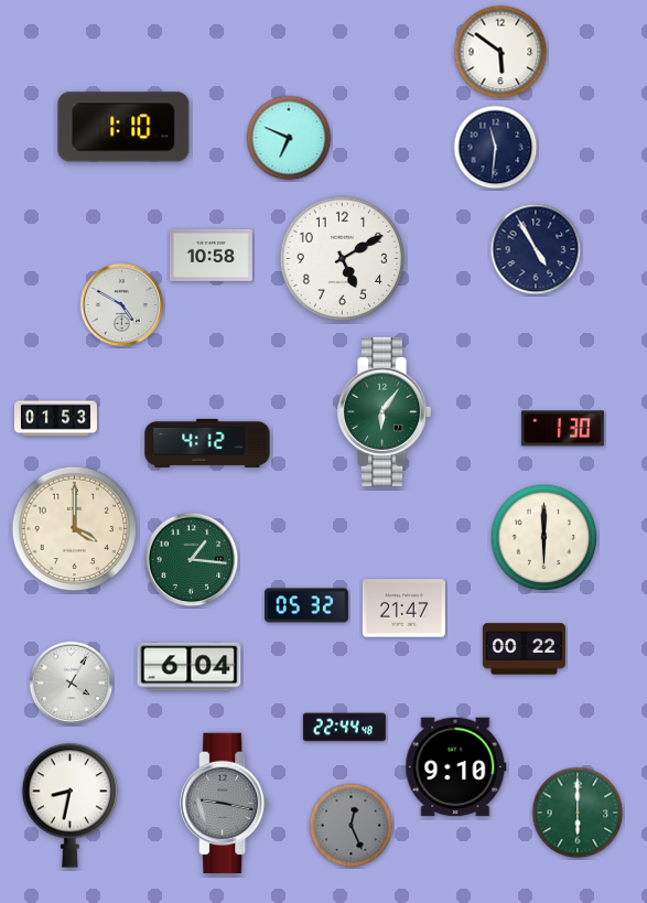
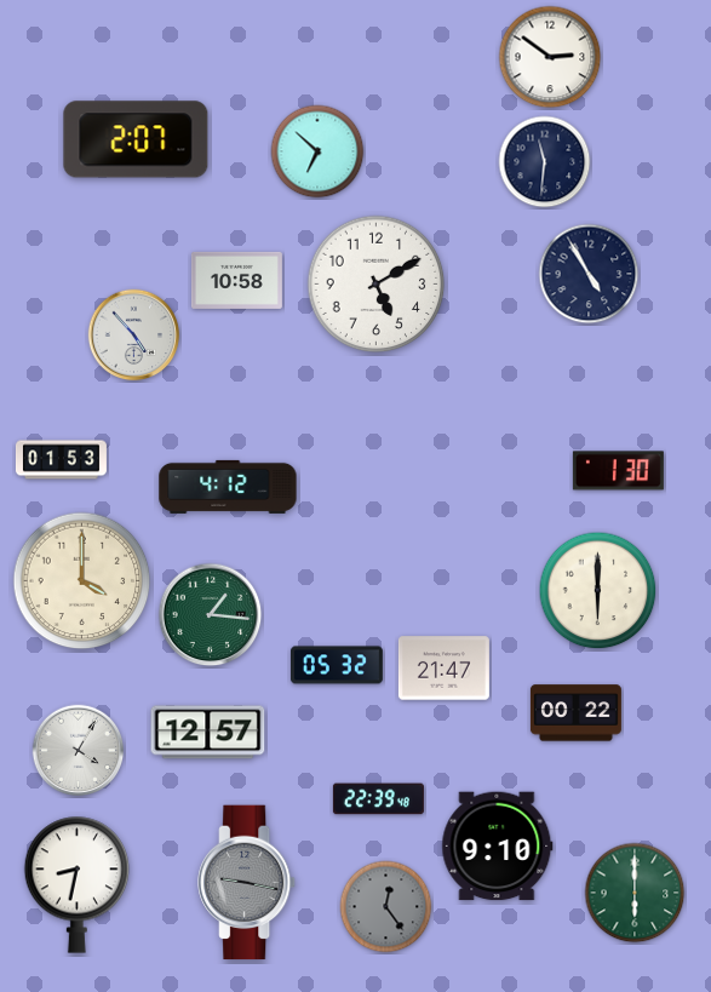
clock at (500, 52): 5:51 -> 2:51
clock at (123, 127): 1:10 -> 2:07
clock at (289, 138): 6:49 -> 6:52
clock at (211, 255) position: (211, 255) -> (236, 280)
clock at (122, 305): 4:50 -> 4:53
clock at (384, 411): 6:06 -> none
clock at (190, 667): 6:04 -> 12:57
clock at (344, 728): 22:44 -> 22:39
clock at (456, 767) position: (456, 767) -> (498, 847)
clock at (352, 826): 12:26 -> 12:24
